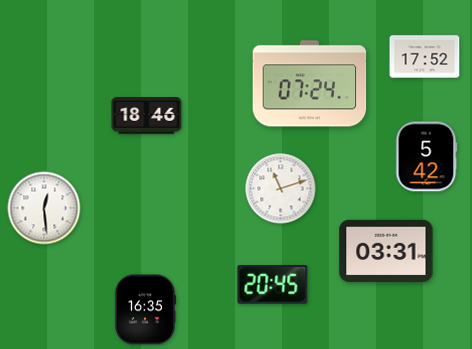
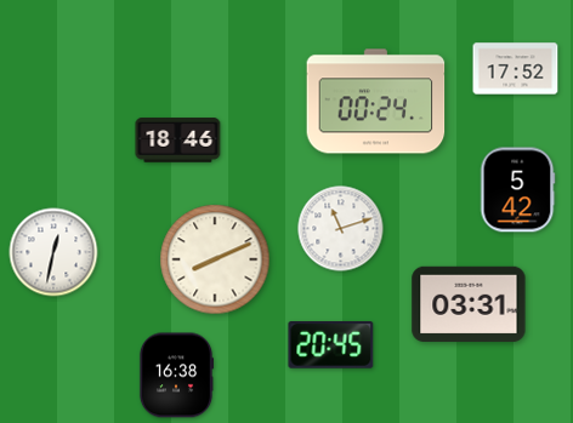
clock at (310, 84): 07:24 -> 00:24
clock at (44, 208): 12:29 -> 12:32
clock at (215, 259): none -> 8:11
clock at (145, 310): 16:35 -> 16:38
